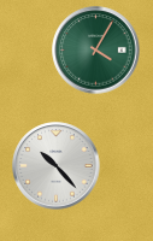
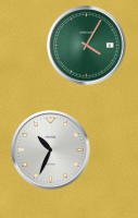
clock at (57, 166): 10:23 -> 10:34
